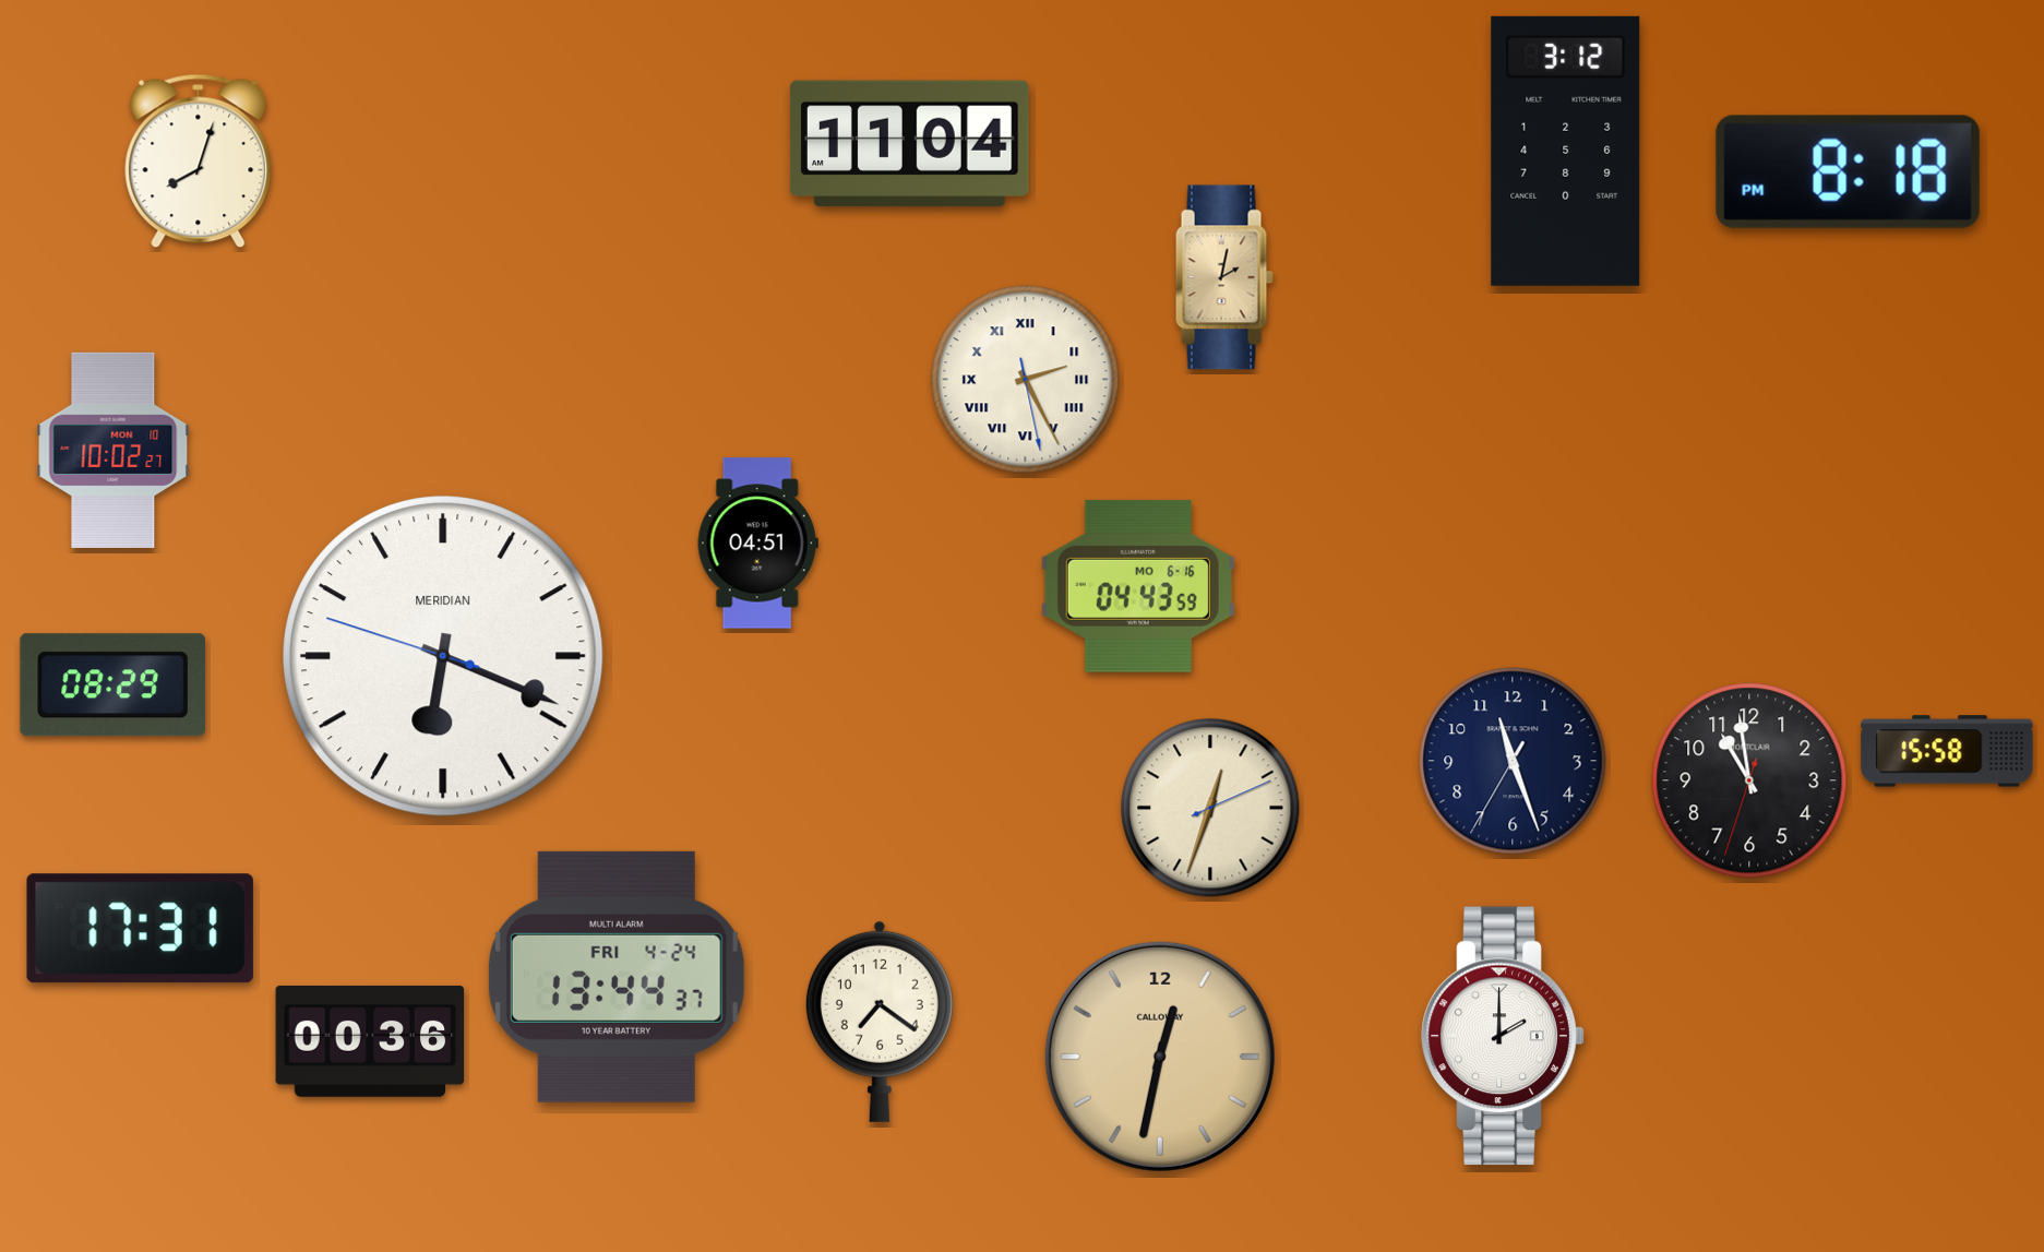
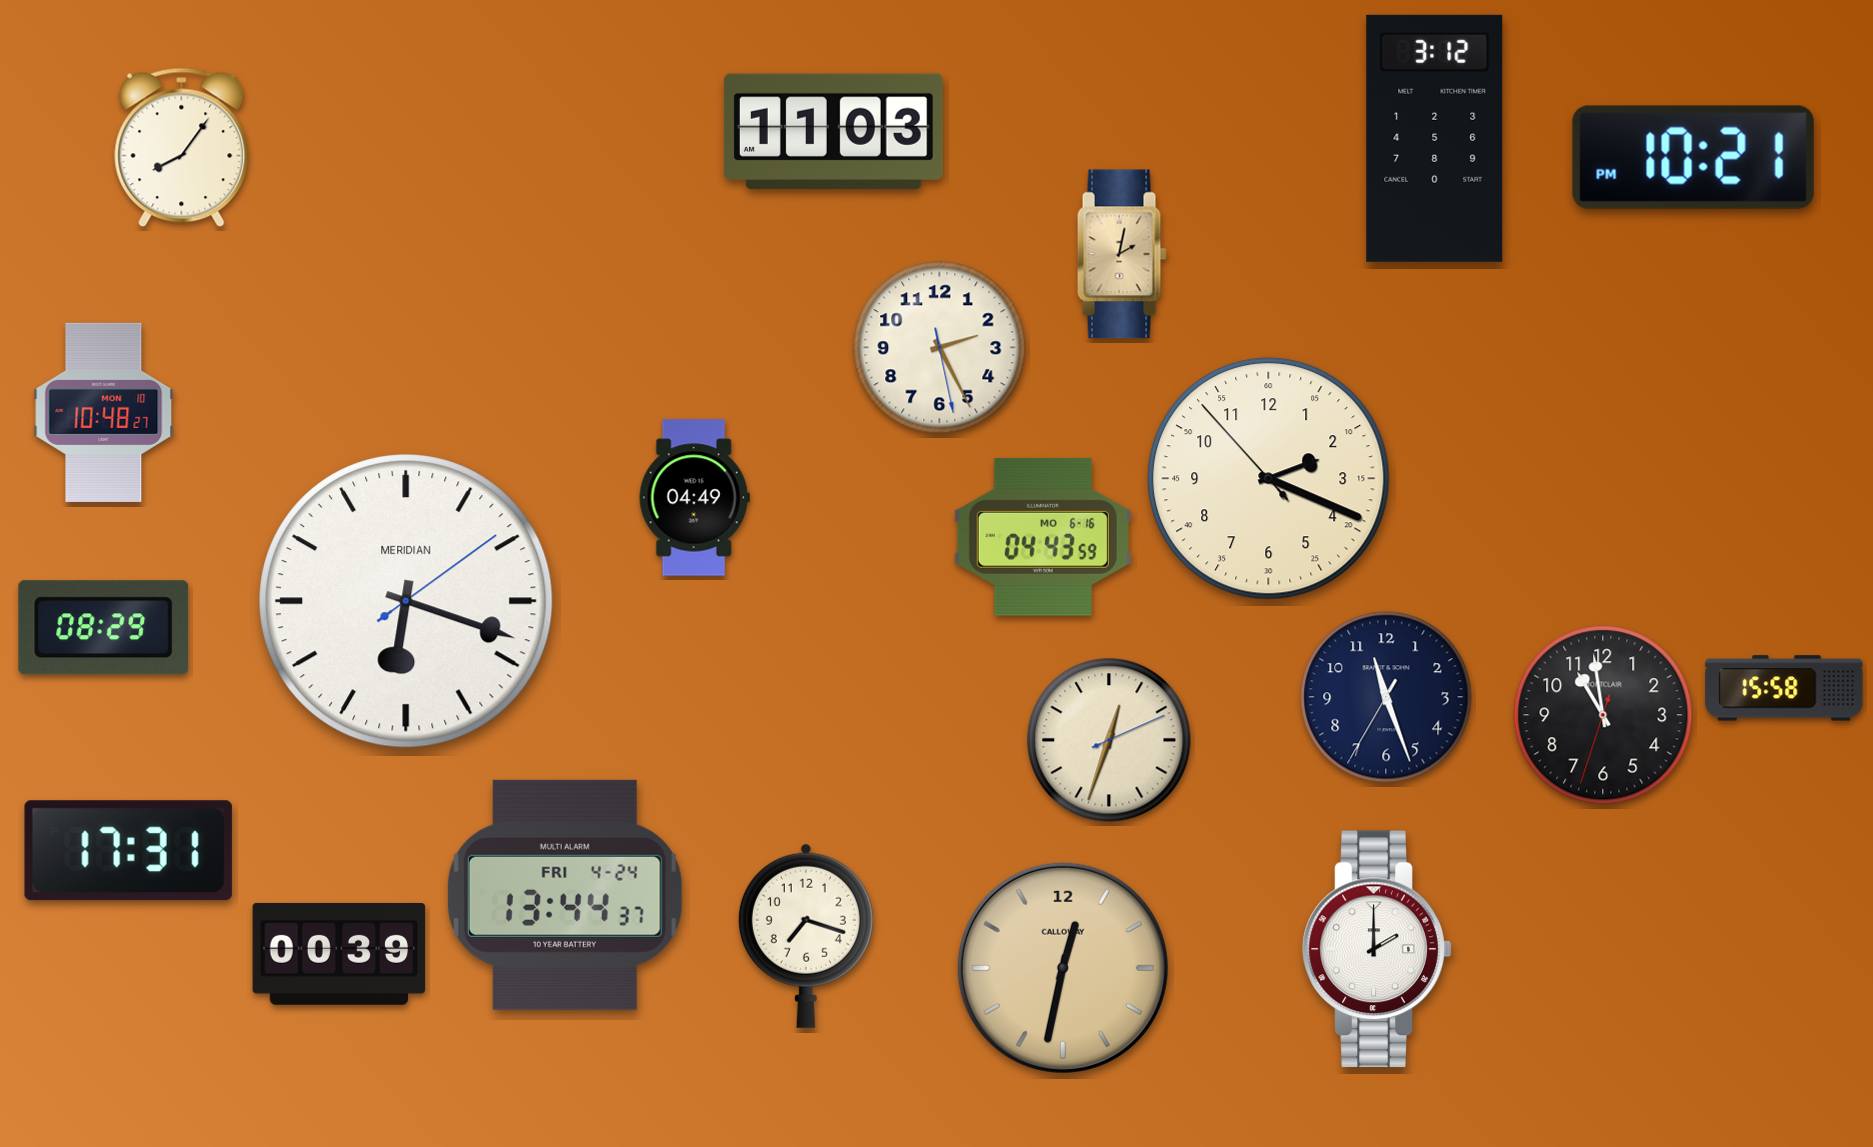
clock at (909, 144): 11:04 -> 11:03
clock at (199, 162): 8:03 -> 8:06
clock at (1848, 171): 8:18 -> 10:21
clock at (1026, 380) numerals: Roman -> Arabic
clock at (113, 450): 10:02 -> 10:48
clock at (1269, 479): none -> 2:18
clock at (757, 544): 04:51 -> 04:49
clock at (443, 656): 6:18:48 -> 6:18:09
clock at (880, 1022): 7:21 -> 7:18
clock at (370, 1041): 00:36 -> 00:39
